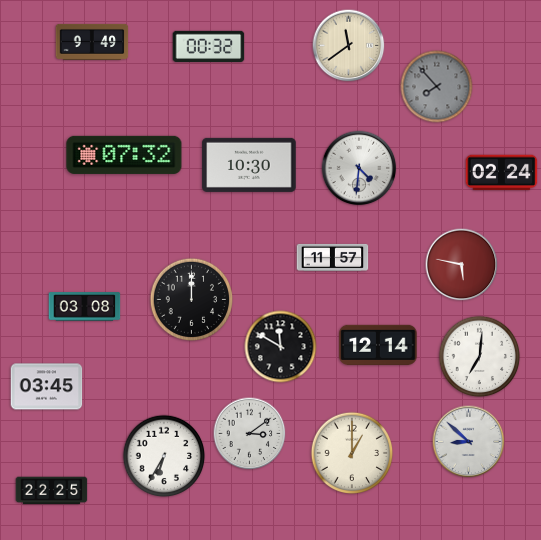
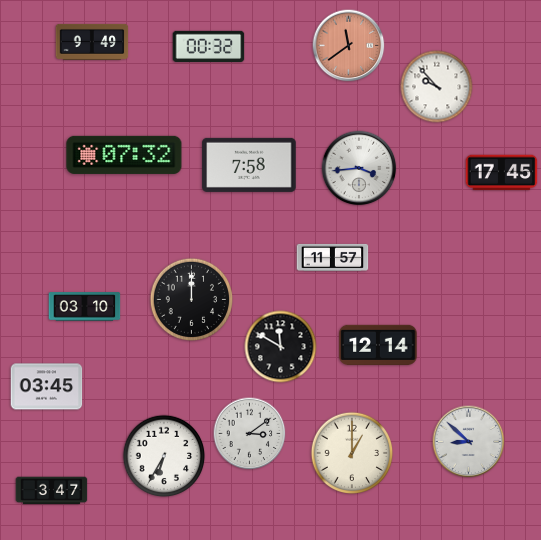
clock at (349, 46) dial: cream -> salmon
clock at (437, 87): 7:53 -> 9:53
clock at (437, 87) dial: grey -> white
clock at (249, 165): 10:30 -> 7:58
clock at (359, 168): 4:31 -> 3:44
clock at (502, 173): 02:24 -> 17:45
clock at (462, 265): 5:47 -> none
clock at (85, 307): 03:08 -> 03:10
clock at (480, 357): 7:01 -> none
clock at (52, 491): 22:25 -> 3:47
